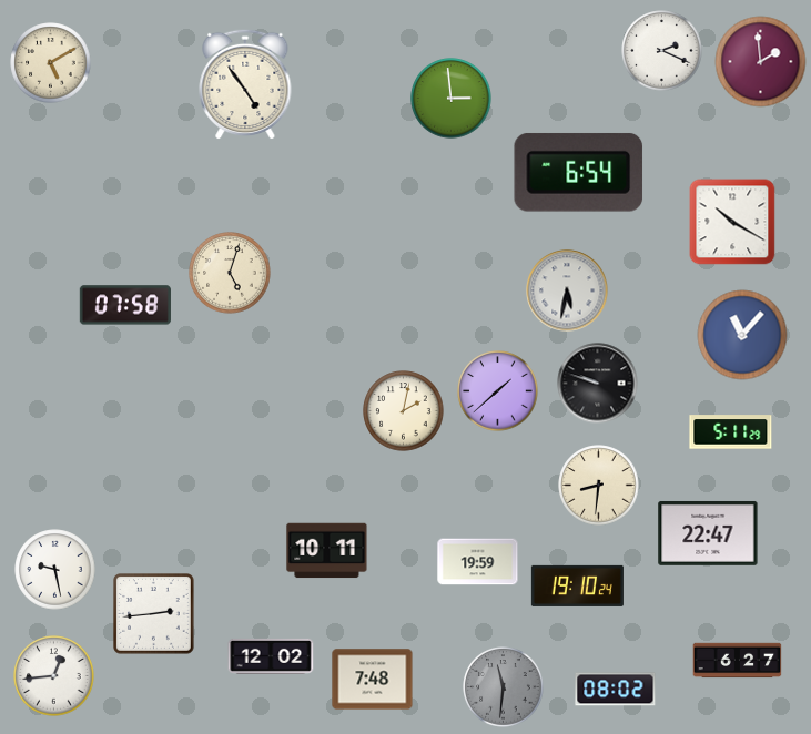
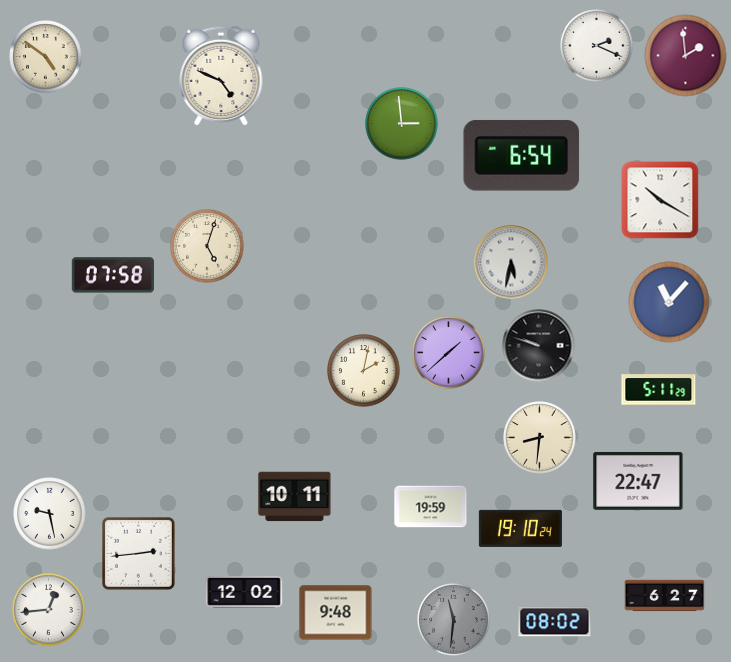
clock at (51, 63): 5:10 -> 4:51
clock at (245, 84): 4:54 -> 4:49
clock at (452, 99) position: (452, 99) -> (402, 124)
clock at (373, 680): 7:48 -> 9:48
